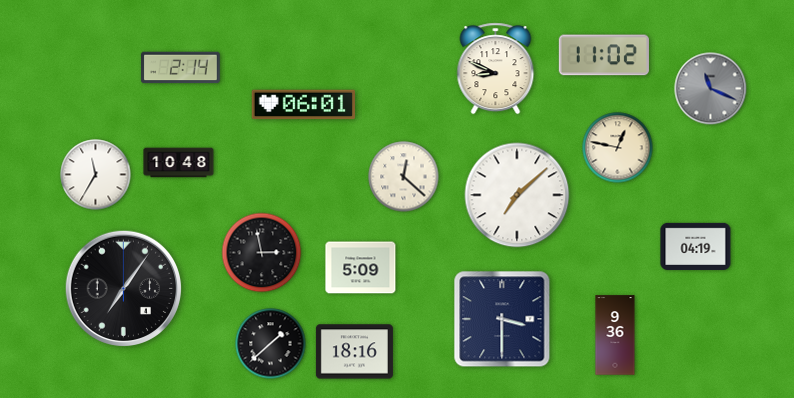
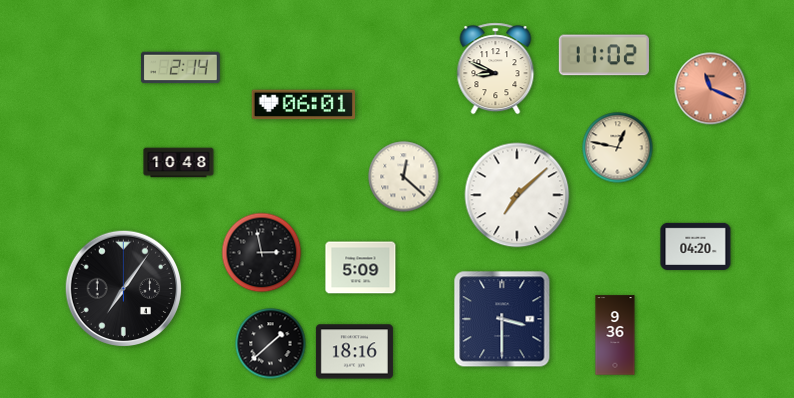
clock at (711, 89) dial: grey -> salmon
clock at (96, 175): 11:35 -> none
clock at (696, 246): 04:19 -> 04:20
